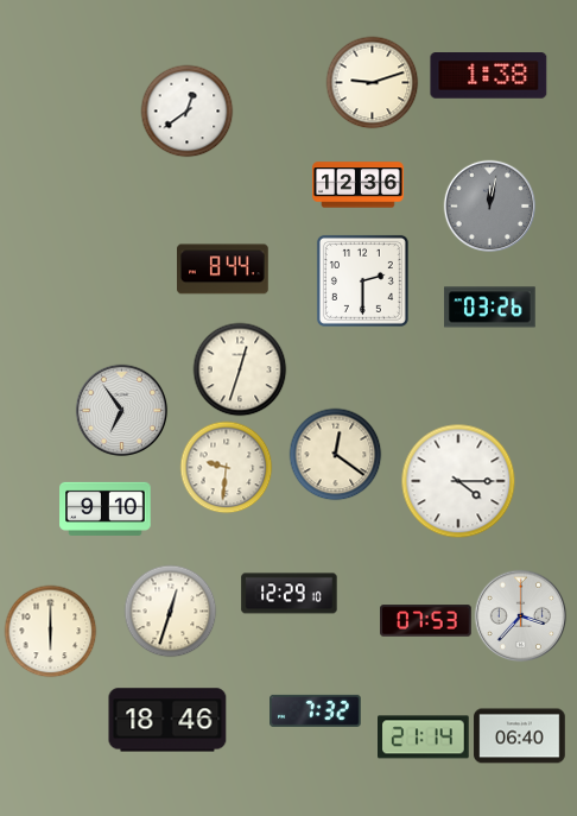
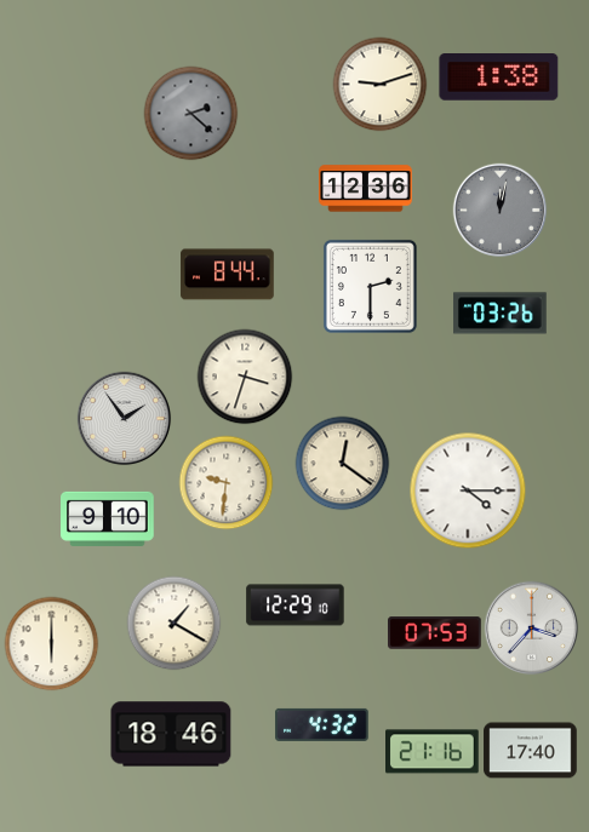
clock at (186, 110): 12:39 -> 2:22
clock at (186, 110) dial: white -> grey
clock at (240, 369): 12:33 -> 3:33
clock at (121, 410): 6:54 -> 1:54
clock at (226, 467) position: (226, 467) -> (225, 482)
clock at (170, 611): 12:33 -> 1:20
clock at (316, 710): 7:32 -> 4:32
clock at (520, 736): 06:40 -> 17:40
clock at (424, 738): 21:14 -> 21:16
